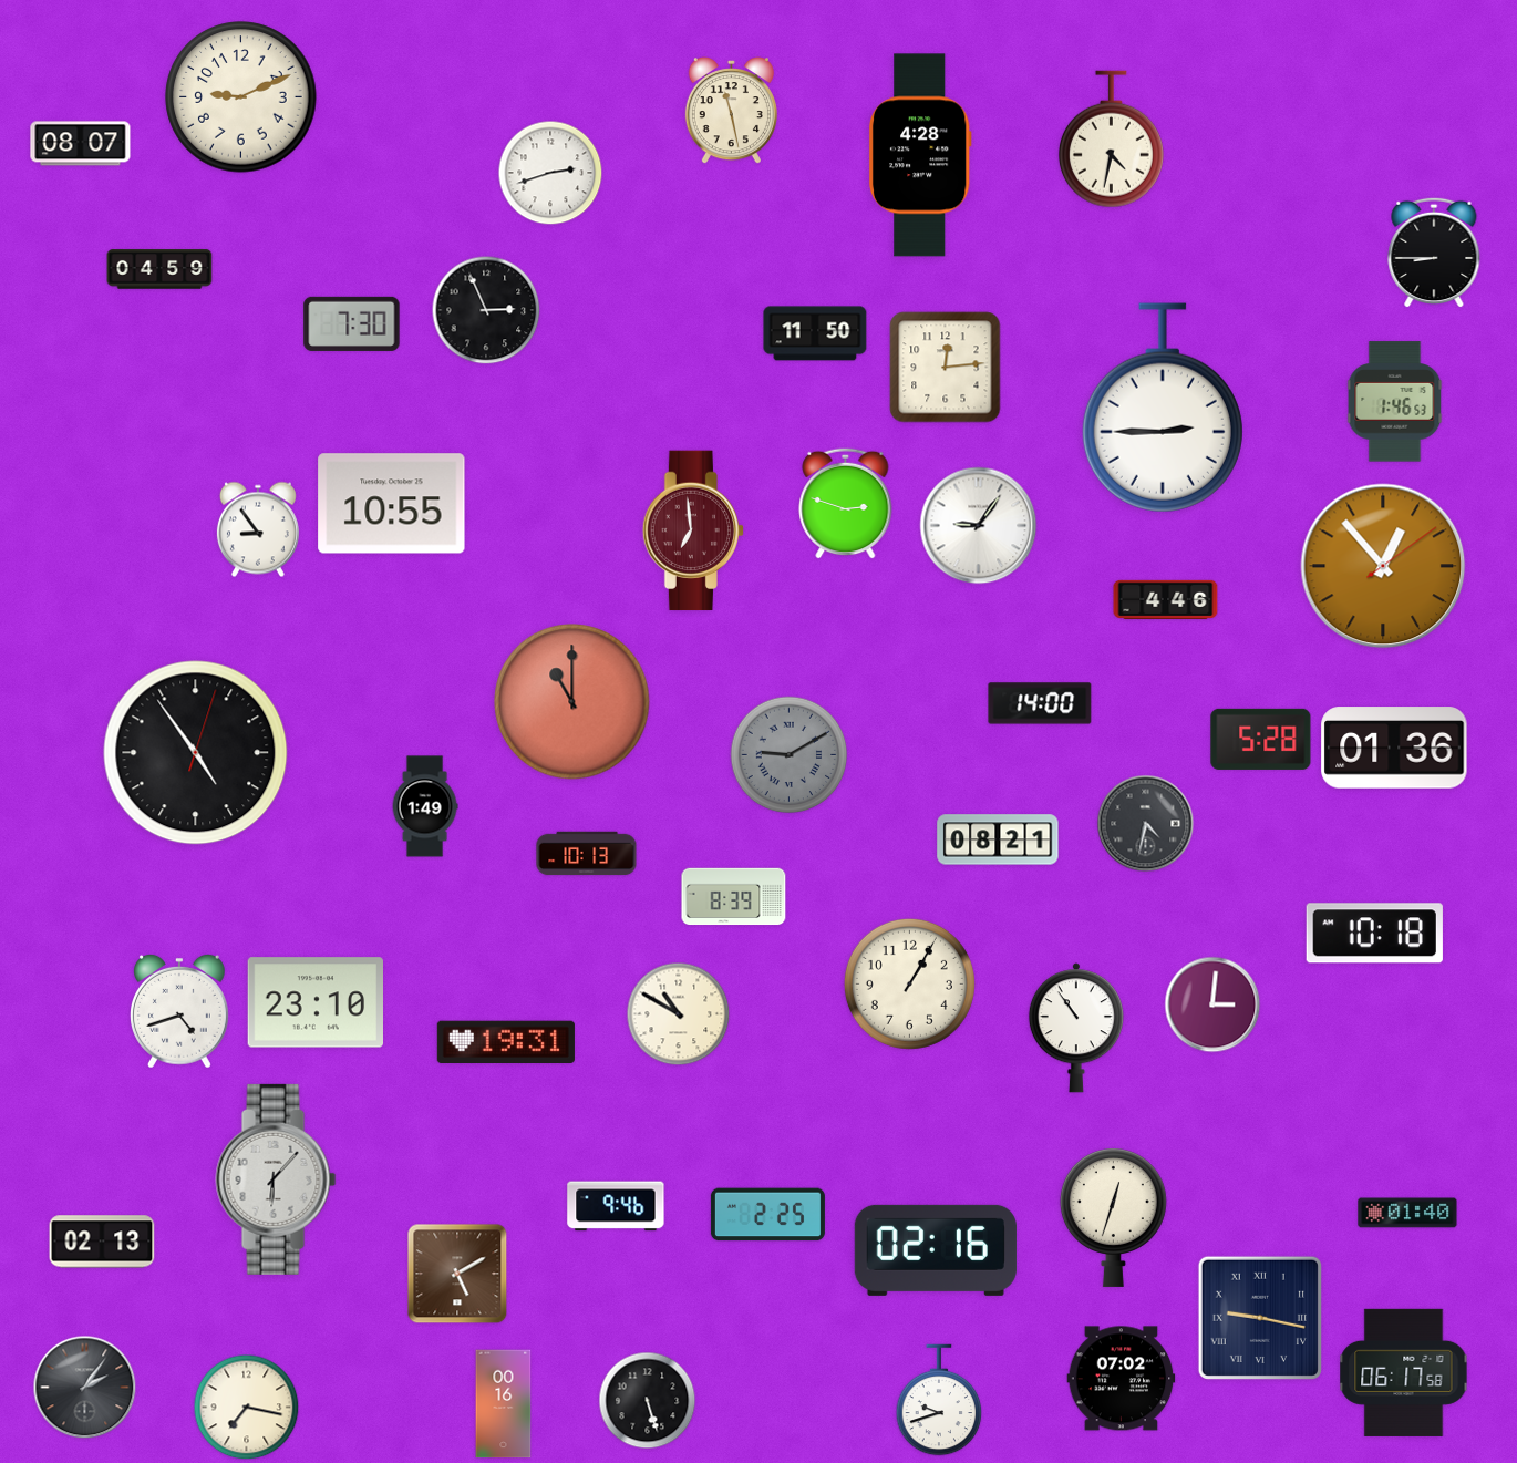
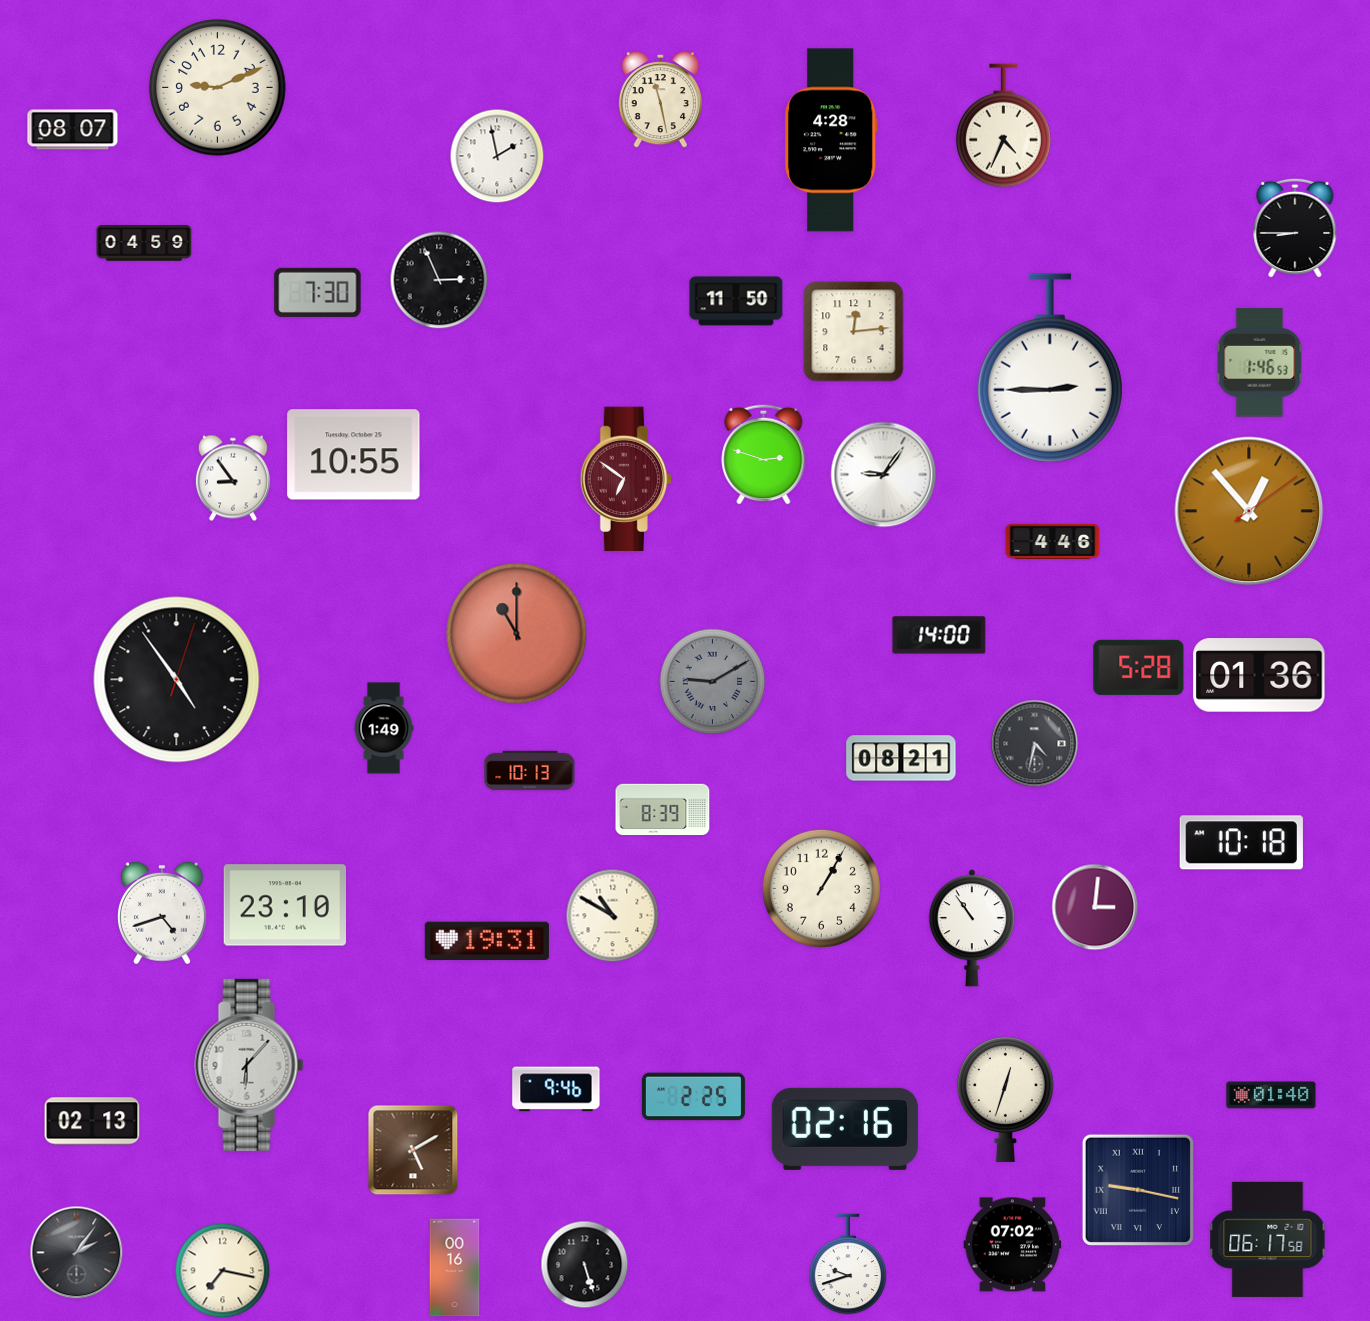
clock at (1111, 140): 4:32 -> 4:34
clock at (550, 173): 2:42 -> 1:58
clock at (692, 530): 6:59 -> 6:51
clock at (506, 1042) position: (506, 1042) -> (487, 941)
